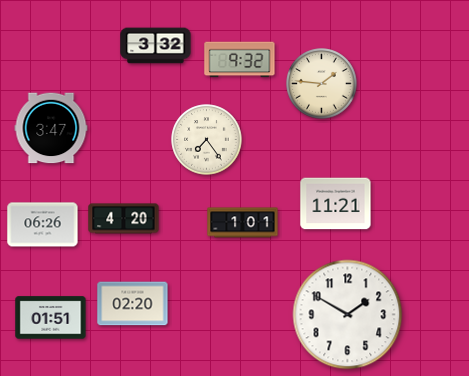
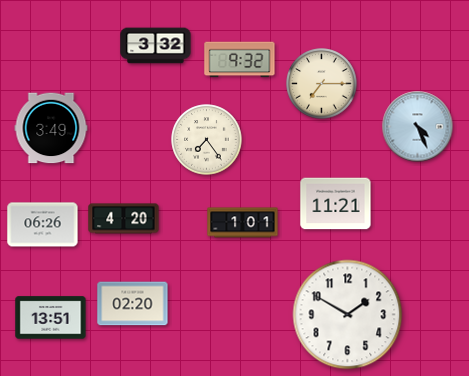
clock at (322, 84): 1:46 -> 7:15
clock at (418, 127): none -> 4:26
clock at (51, 128): 3:47 -> 3:49
clock at (51, 318): 01:51 -> 13:51
